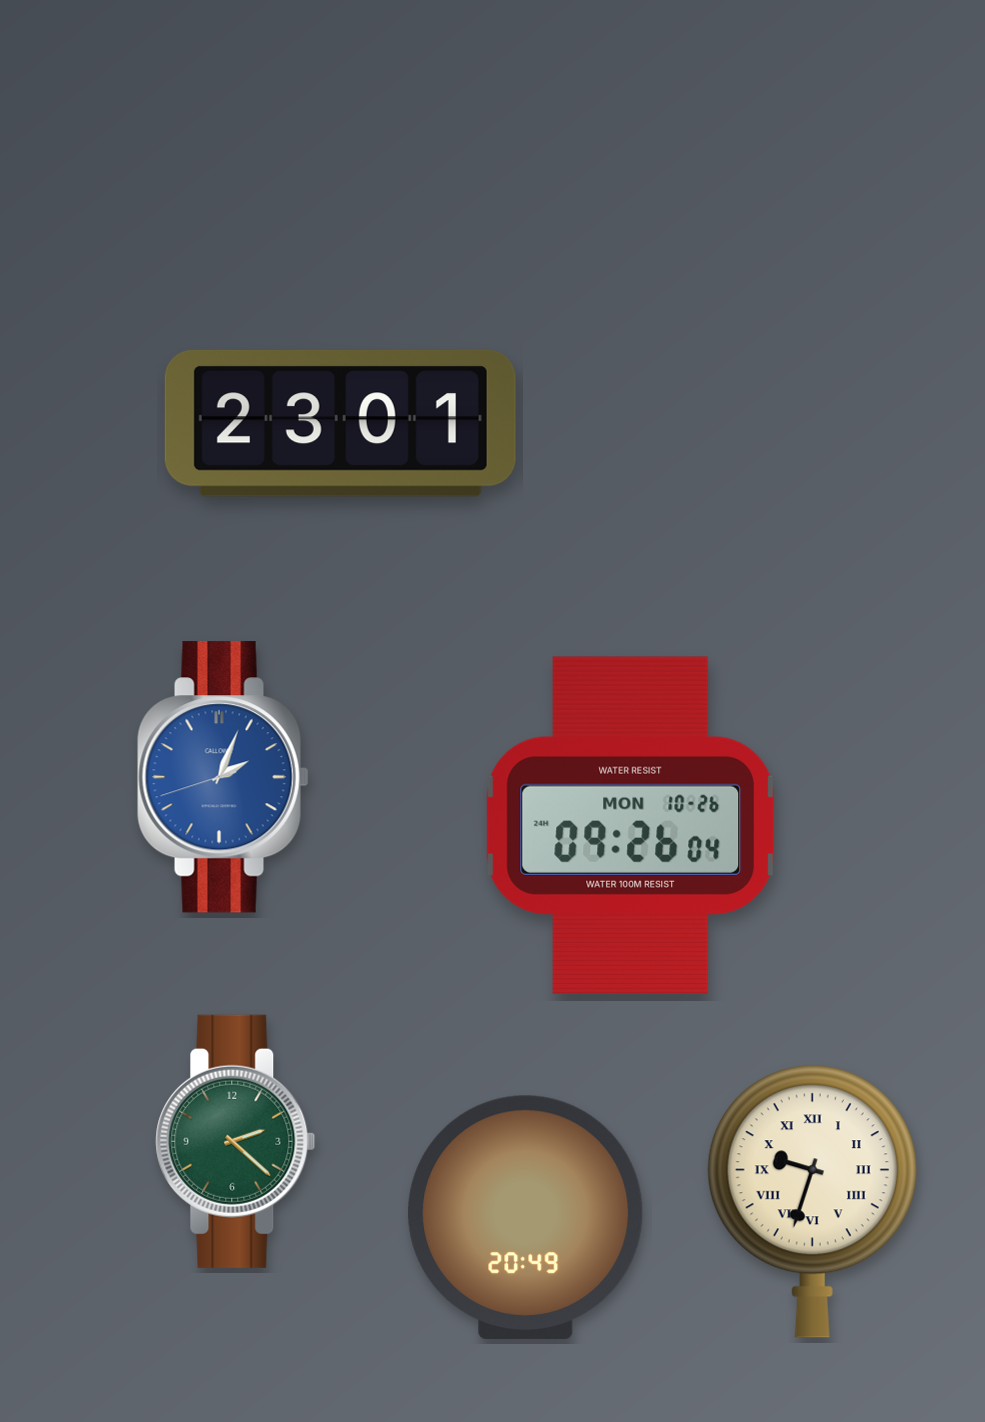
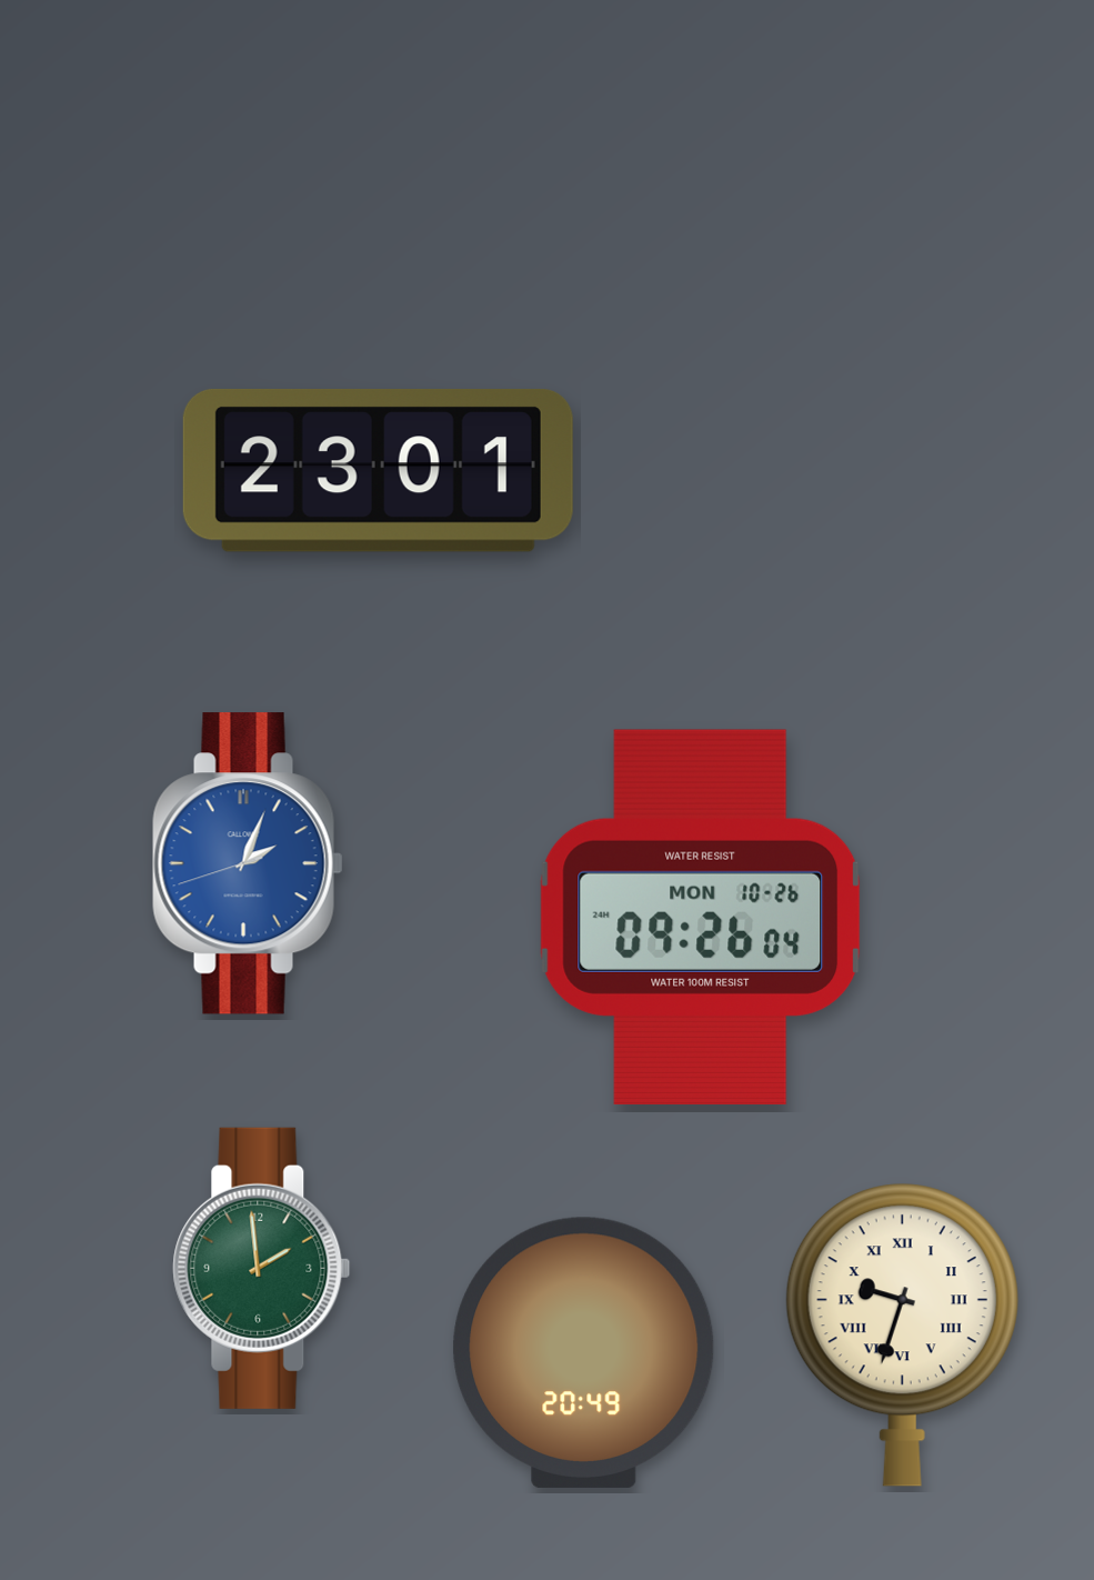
clock at (236, 1141): 2:22 -> 1:59
